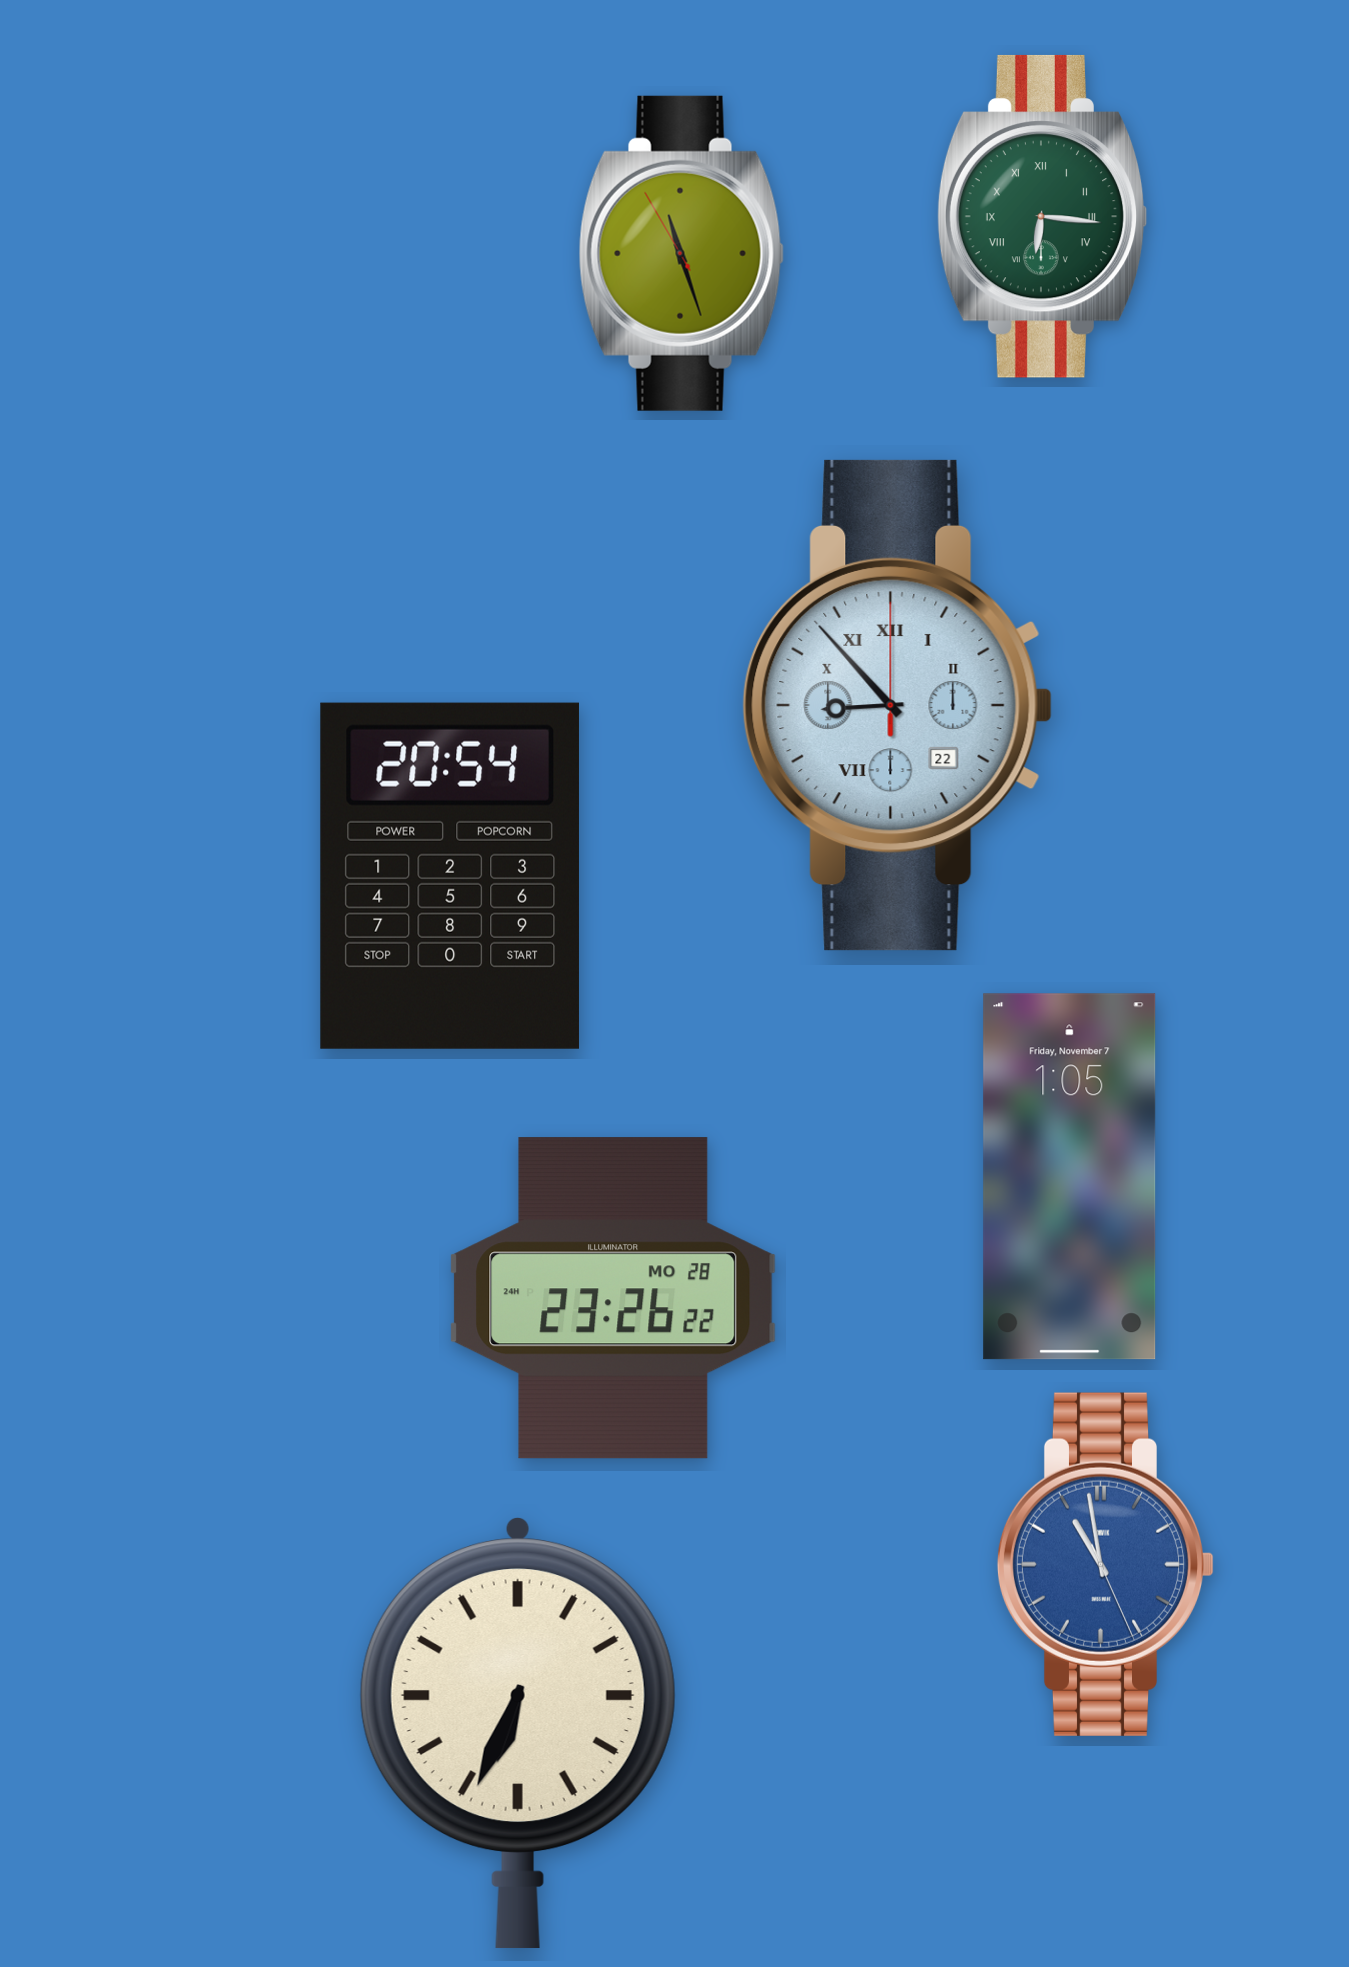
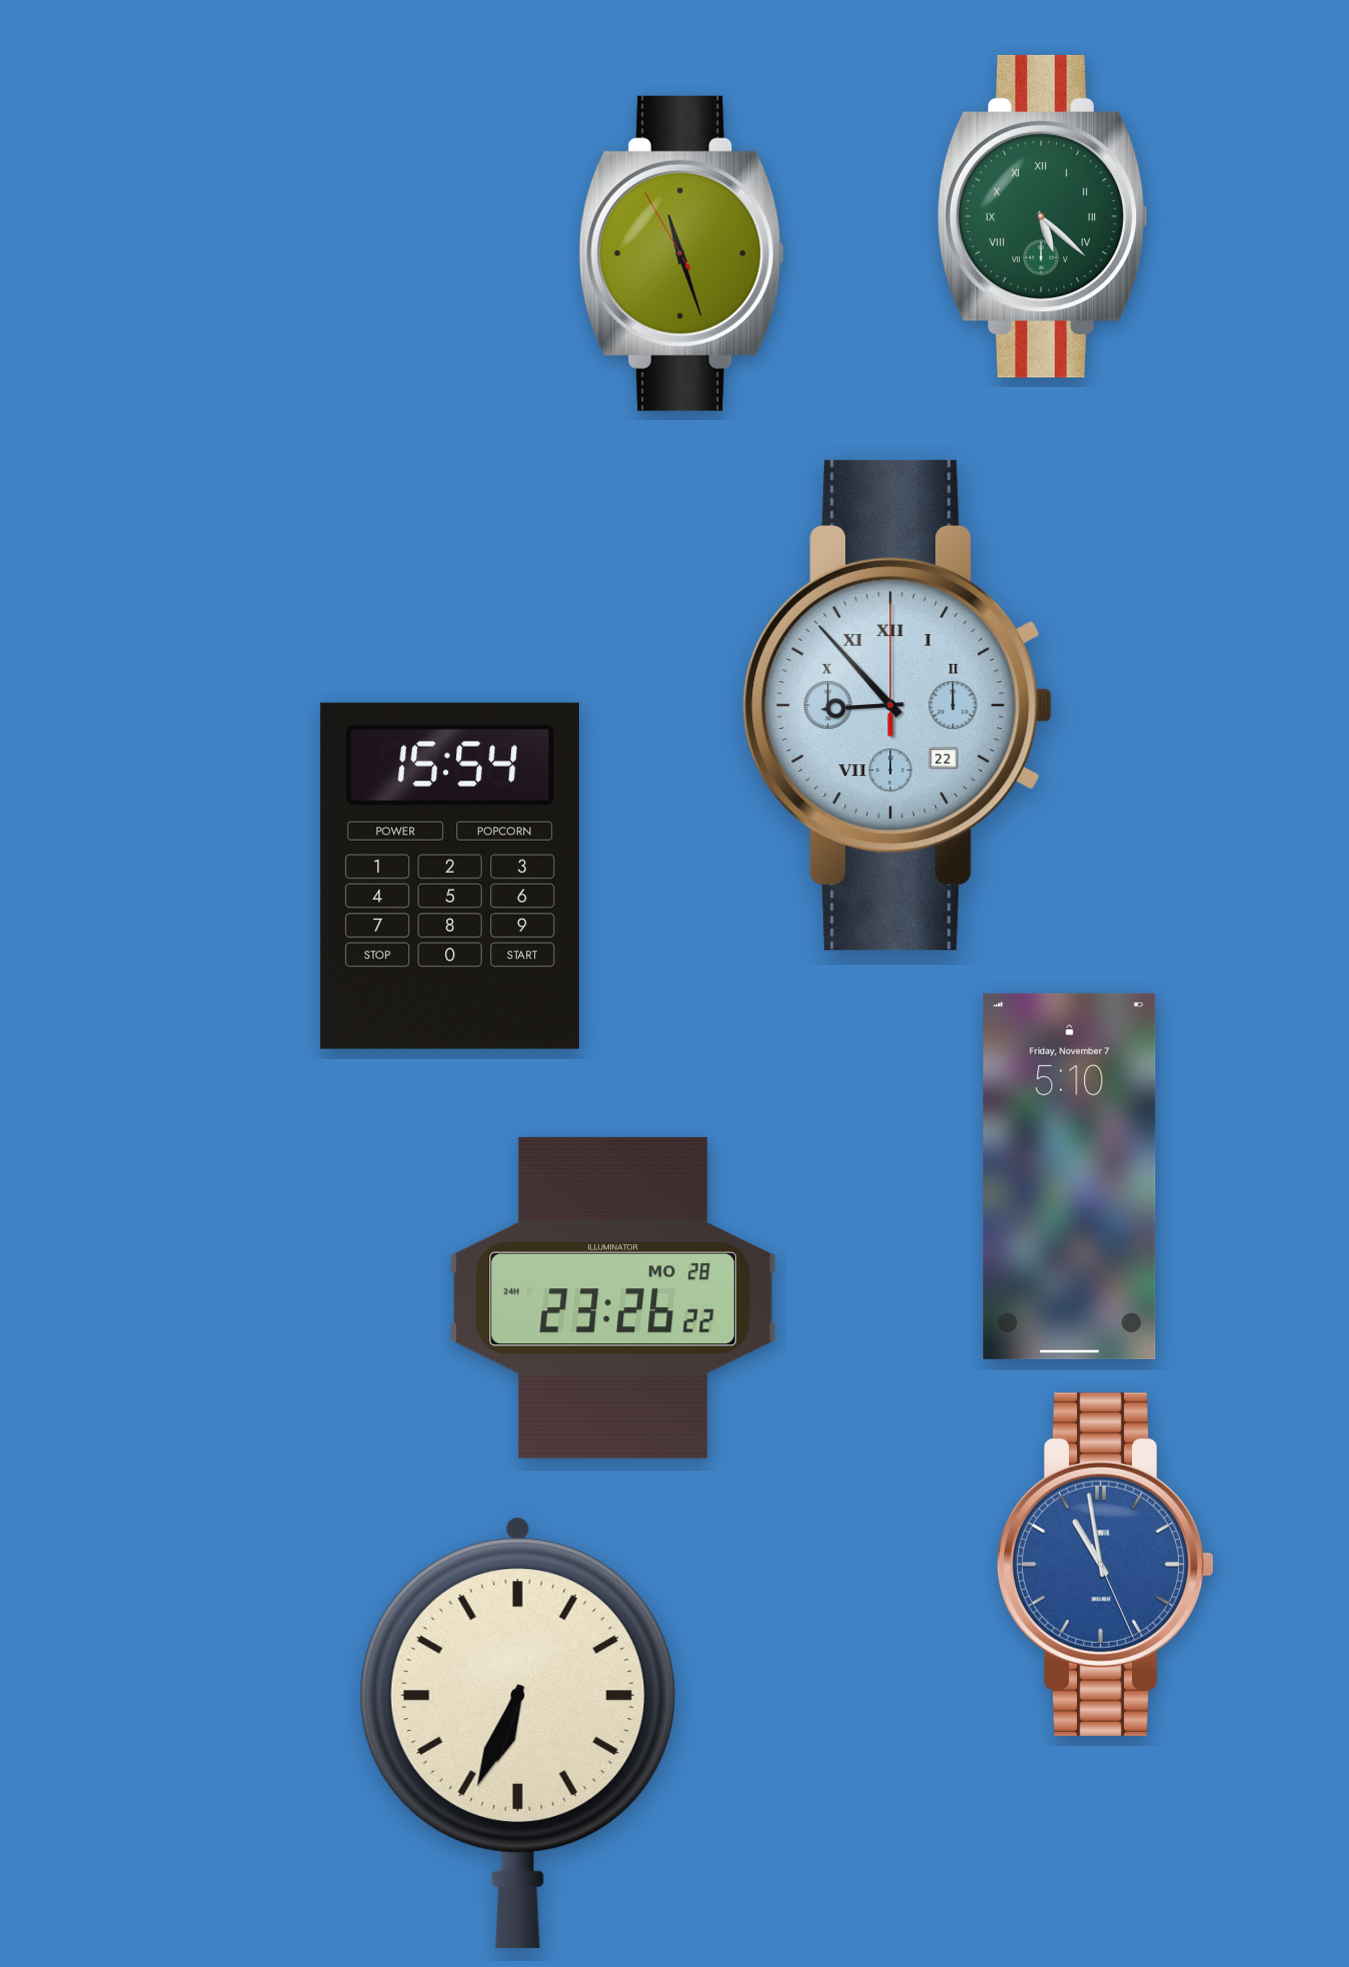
clock at (1042, 216): 6:16 -> 5:22
clock at (450, 876): 20:54 -> 15:54
clock at (1070, 1177): 1:05 -> 5:10
